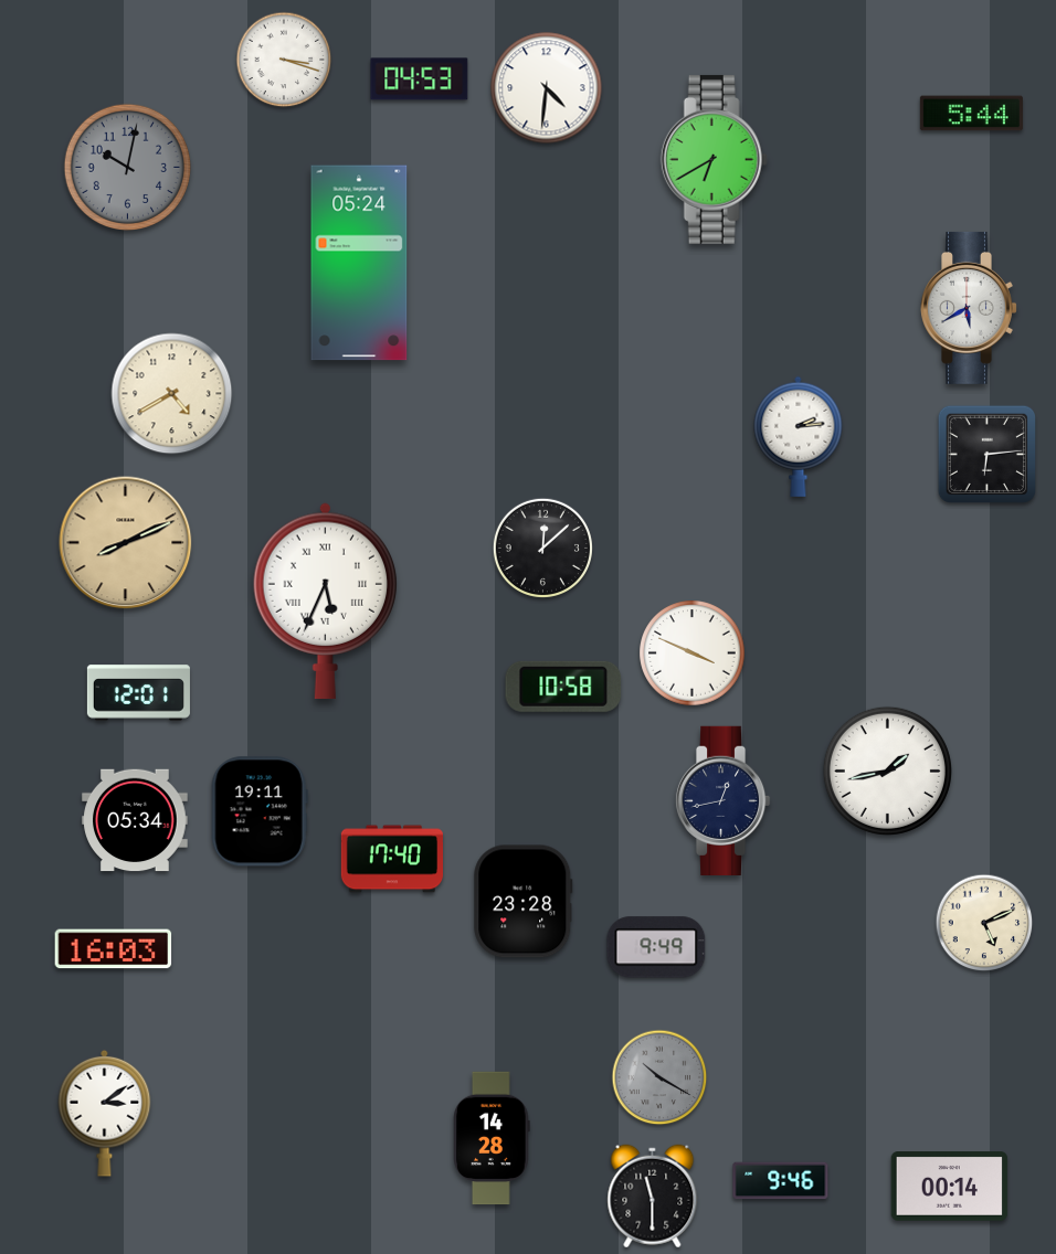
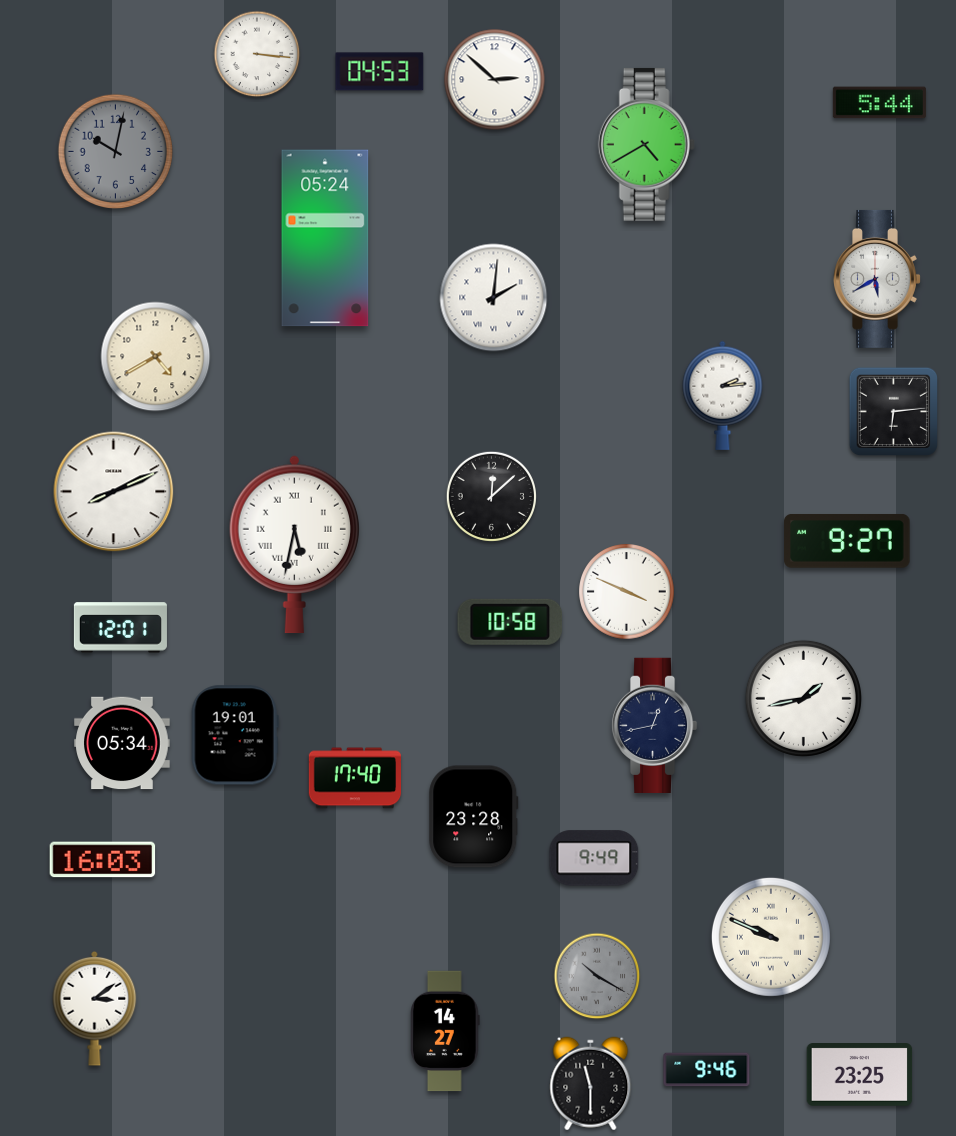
clock at (284, 60): 3:18 -> 3:16
clock at (547, 88): 4:31 -> 2:52
clock at (714, 159): 6:40 -> 4:40
clock at (494, 298): none -> 2:01
clock at (126, 543) dial: champagne -> white
clock at (847, 541): none -> 9:27
clock at (325, 602): 5:34 -> 5:32
clock at (138, 693) position: (138, 693) -> (120, 628)
clock at (260, 811): 19:11 -> 19:01
clock at (984, 923): 5:11 -> none
clock at (771, 937): none -> 9:49
clock at (492, 1138): 14:28 -> 14:27
clock at (950, 1187): 00:14 -> 23:25
